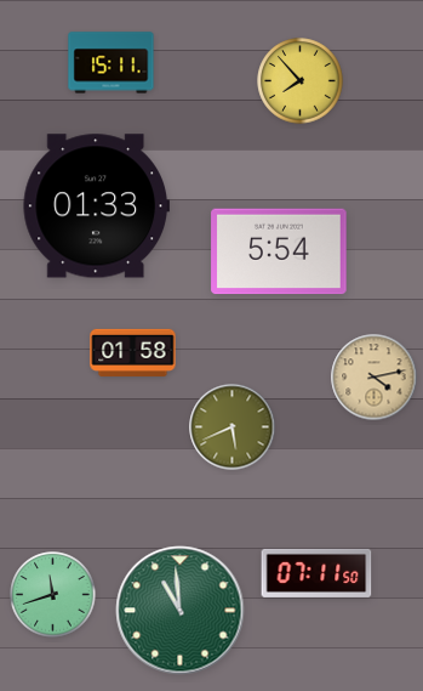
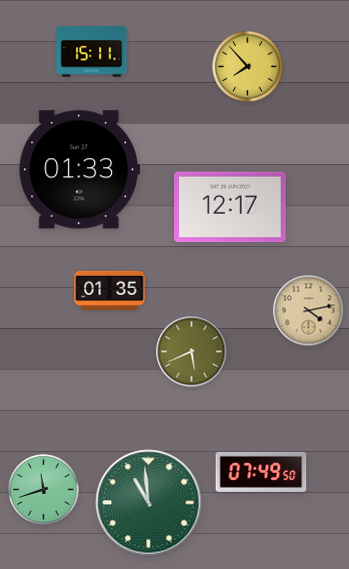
clock at (279, 251): 5:54 -> 12:17
clock at (133, 352): 01:58 -> 01:35
clock at (316, 573): 07:11 -> 07:49
